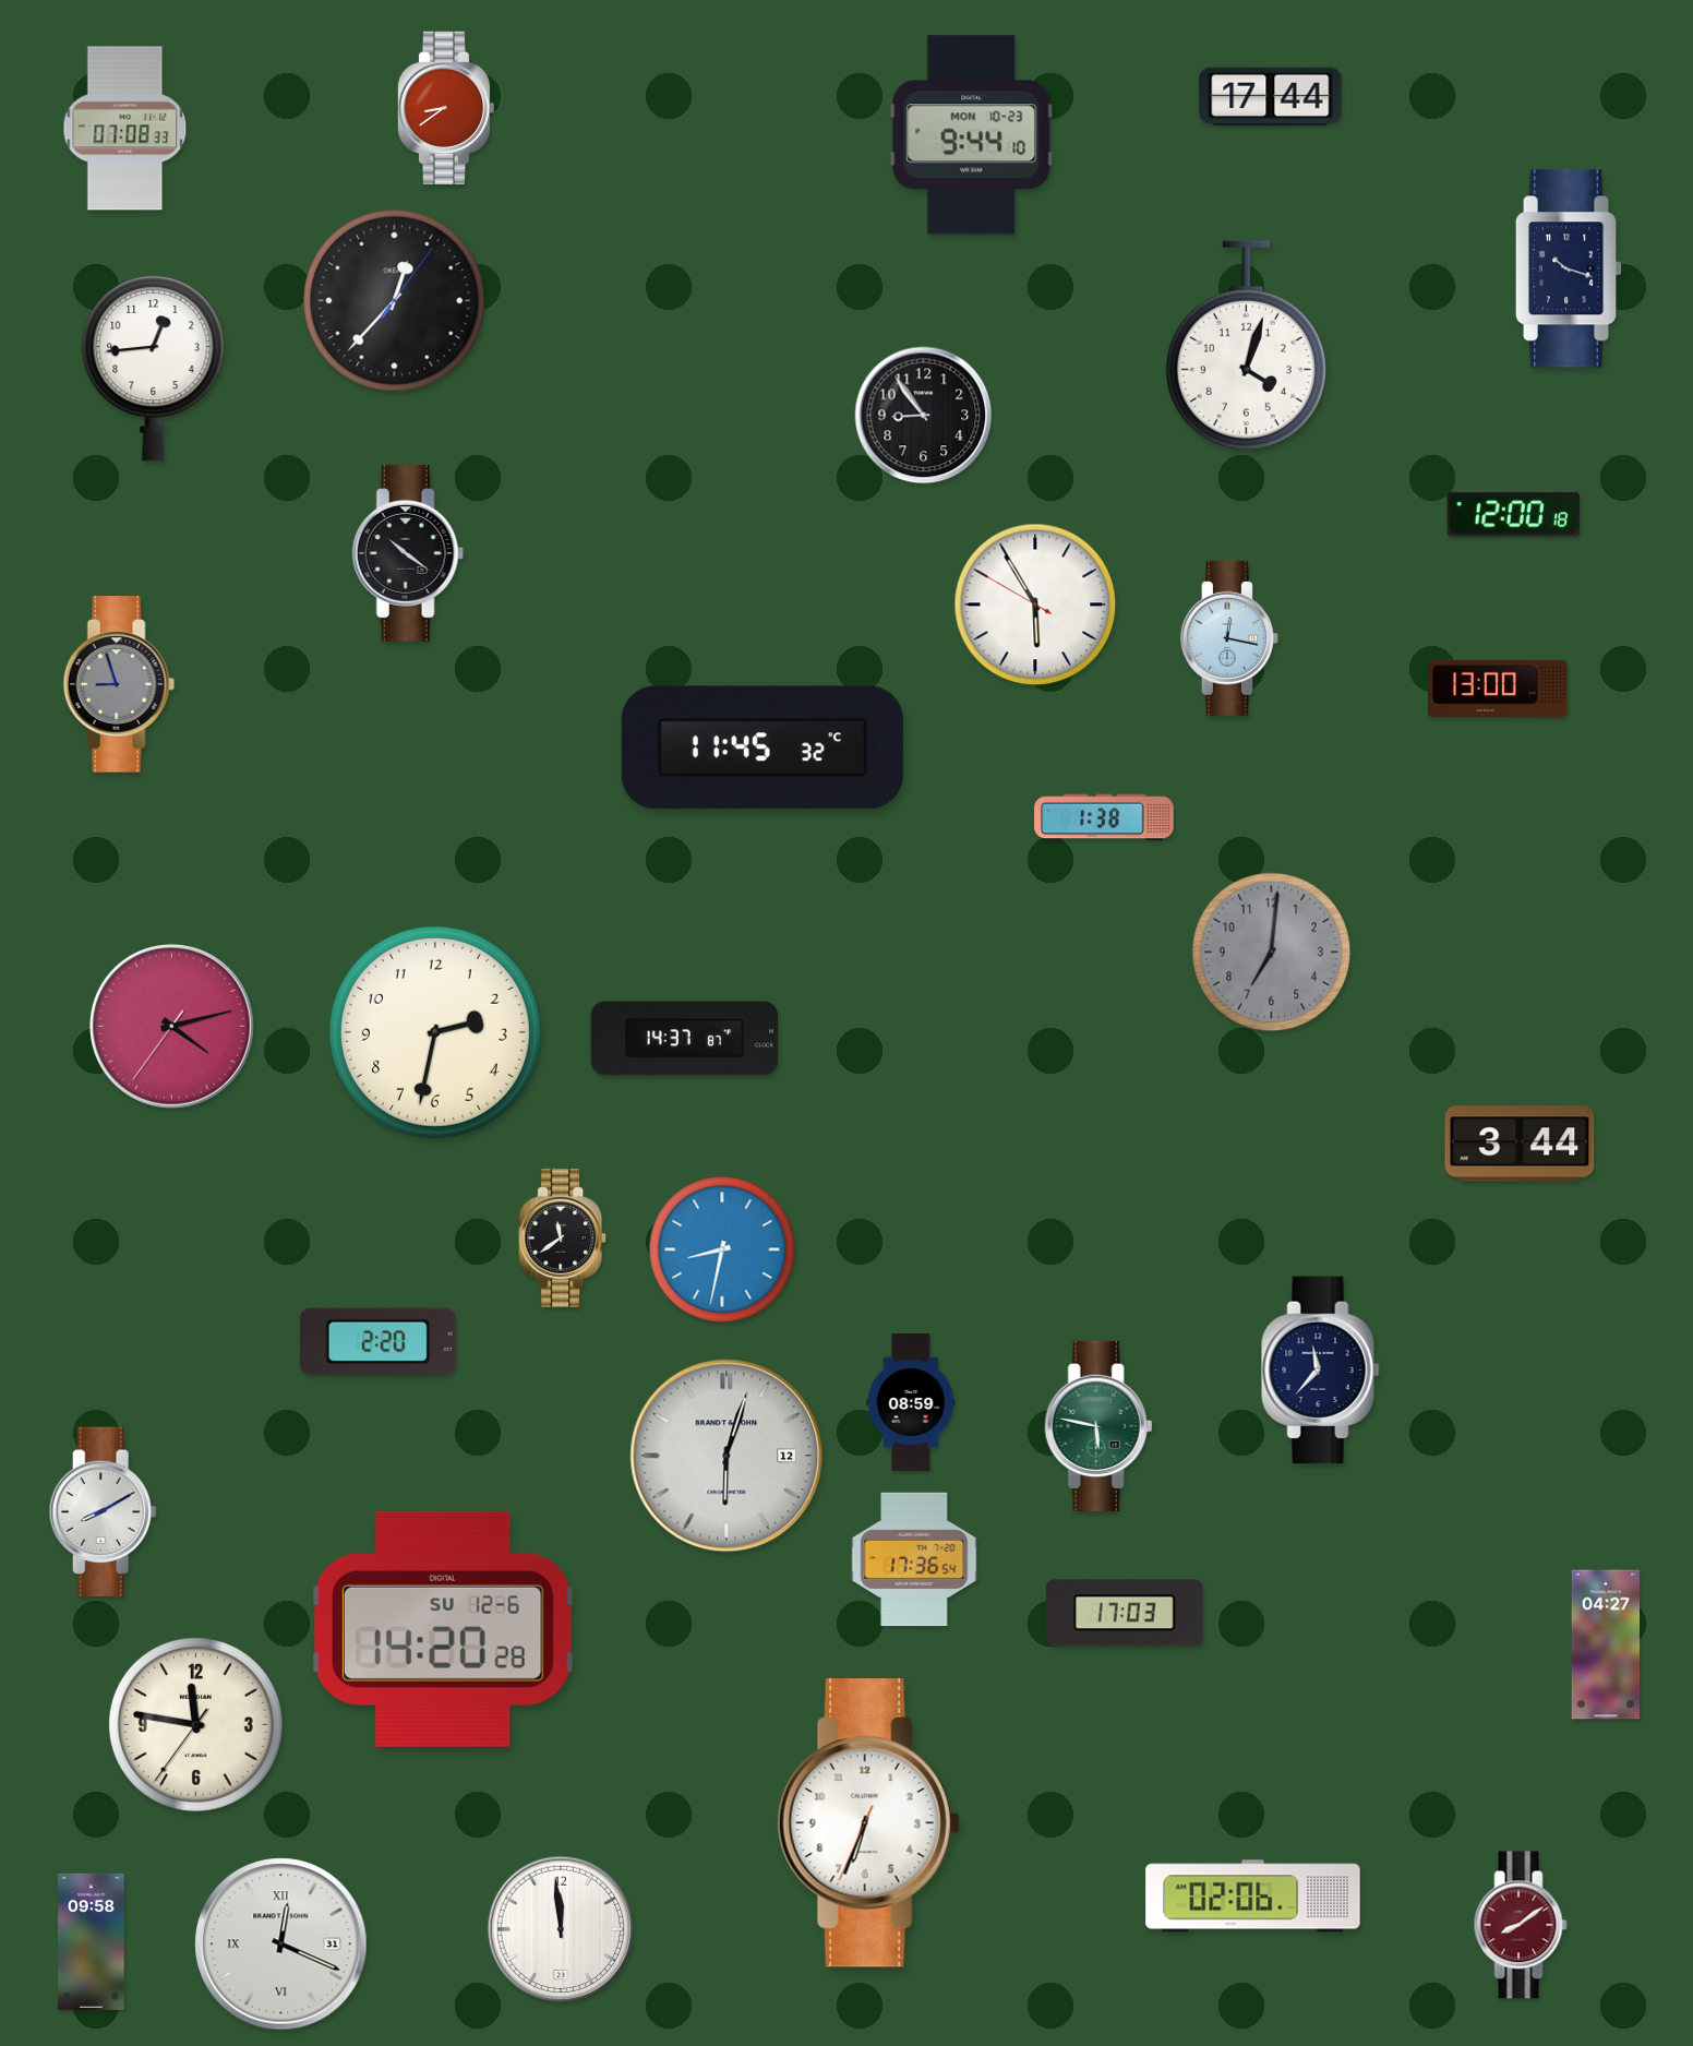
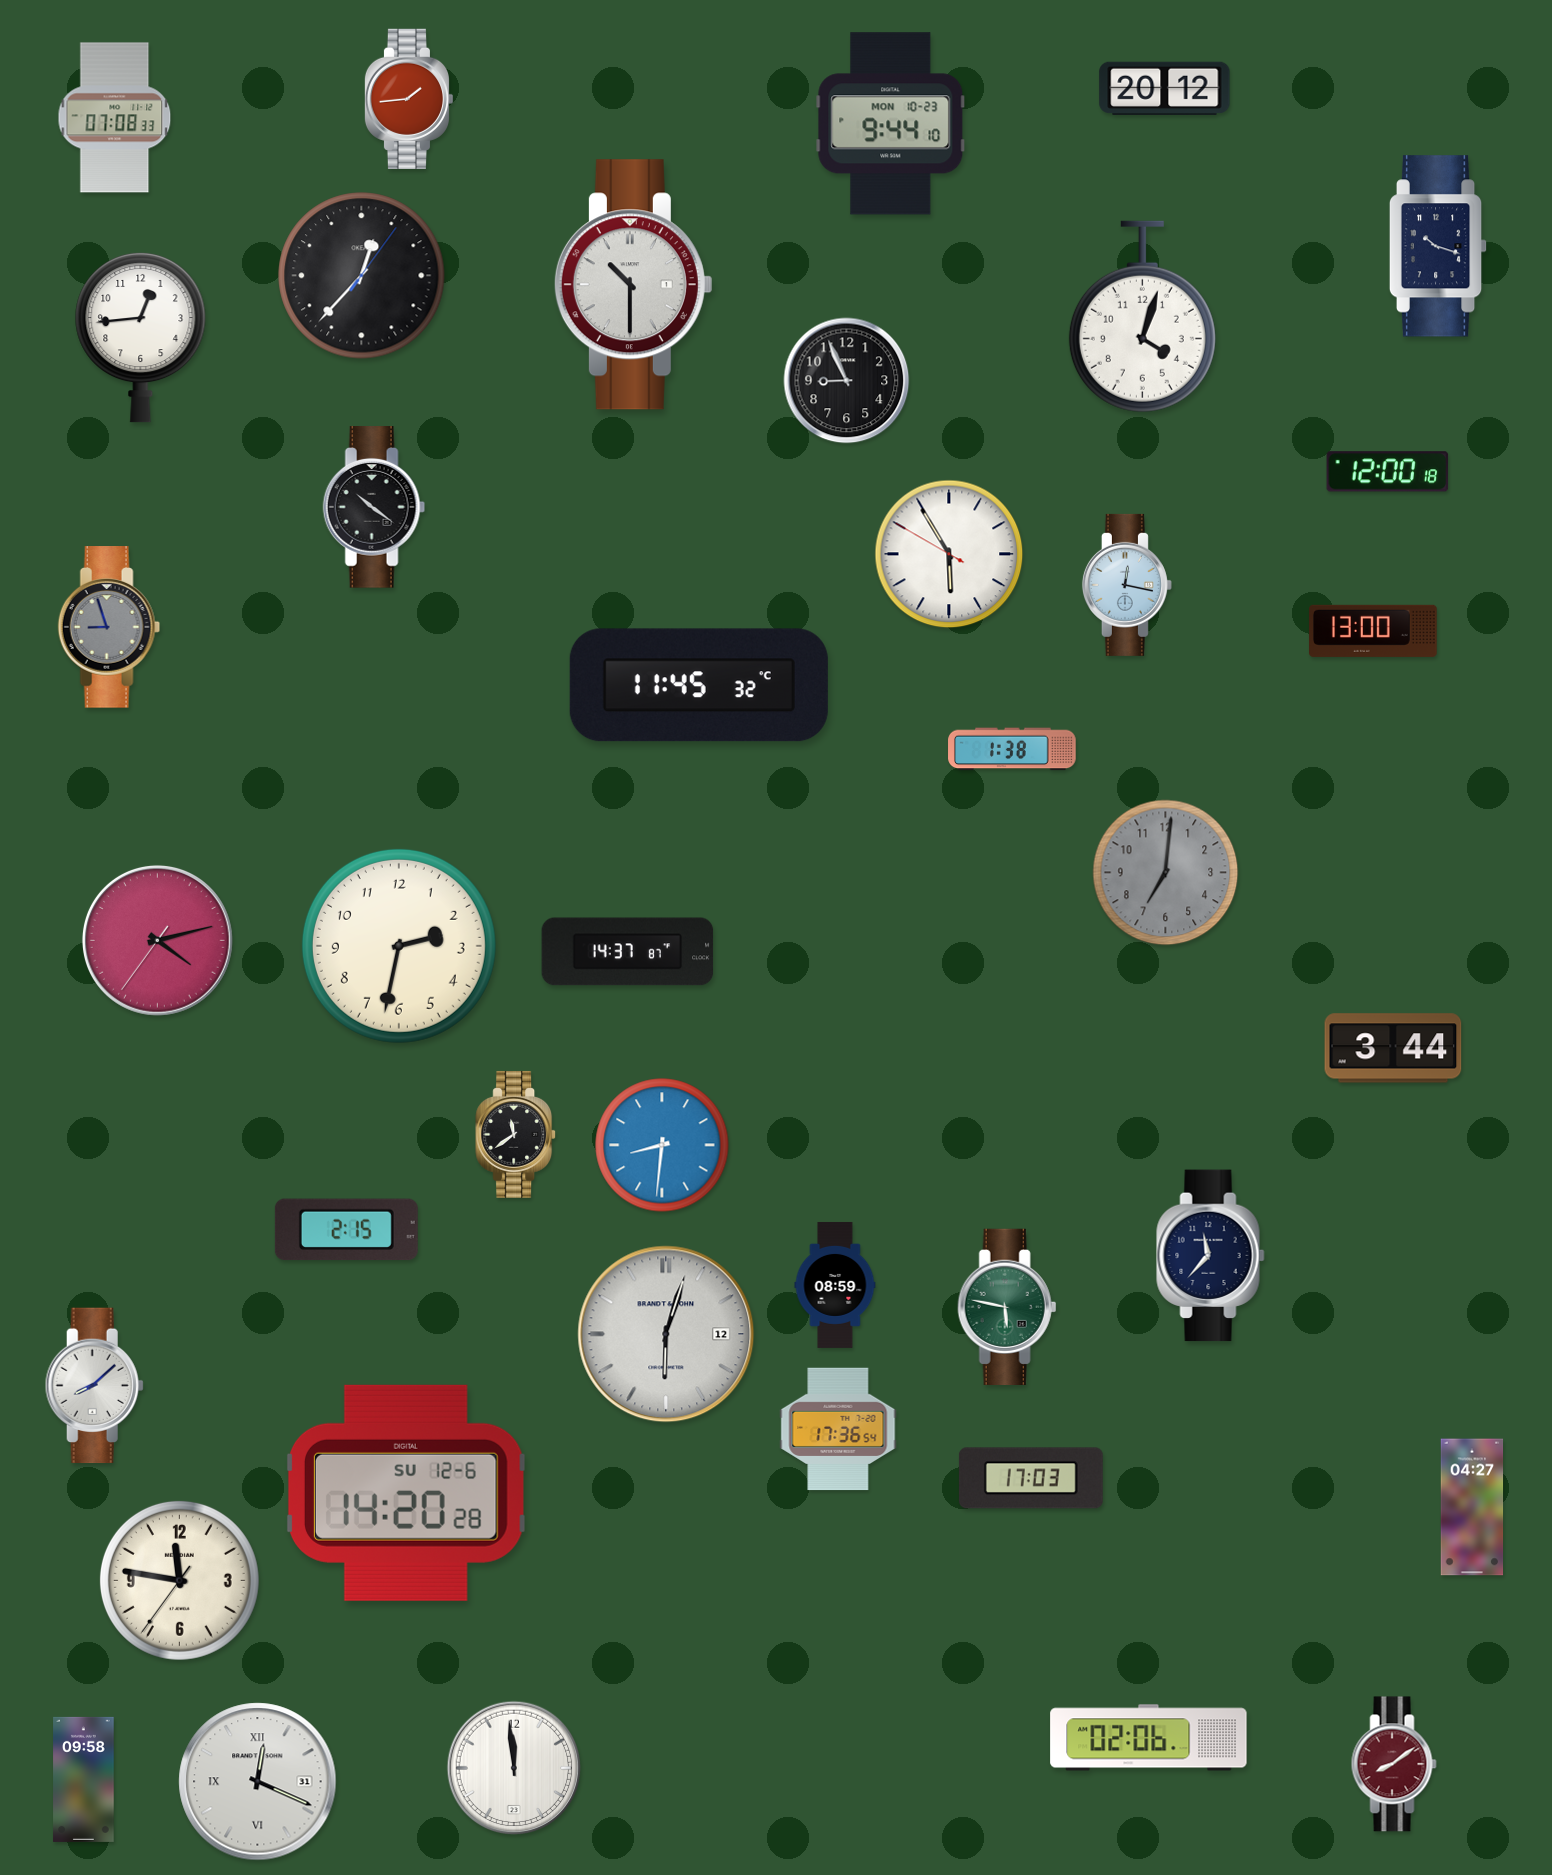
clock at (1271, 96): 17:44 -> 20:12
clock at (445, 108): 8:39 -> 1:44
clock at (633, 285): none -> 10:30
clock at (924, 416): 8:54 -> 8:56
clock at (722, 1249): 8:32 -> 8:31
clock at (377, 1342): 2:20 -> 2:15
clock at (103, 1512): 8:10 -> 8:08
clock at (868, 1823): 6:33 -> none
